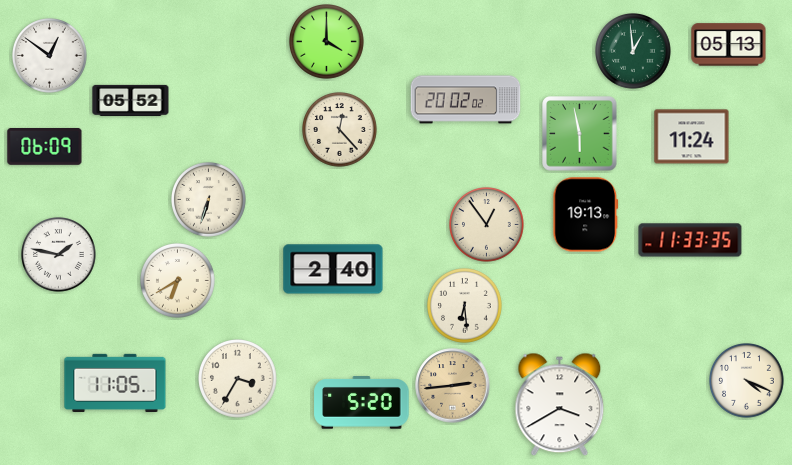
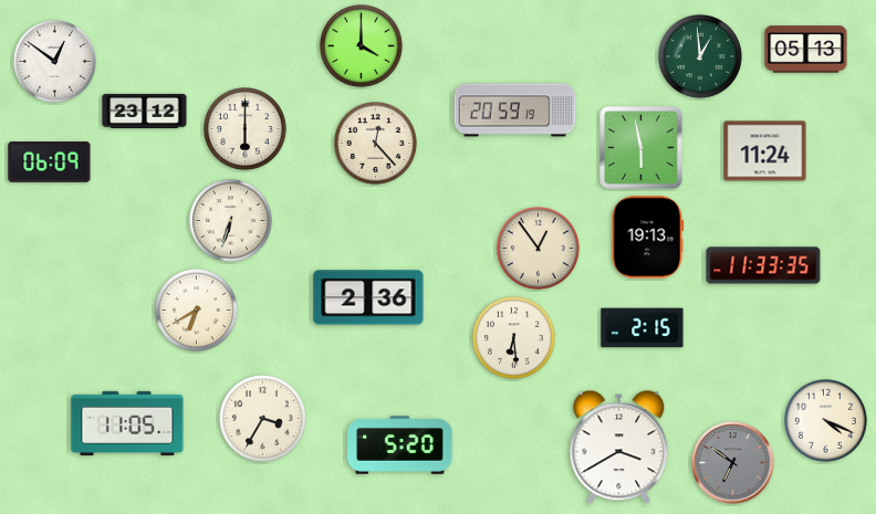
clock at (131, 100): 05:52 -> 23:12
clock at (466, 100): 20:02 -> 20:59
clock at (246, 129): none -> 6:00
clock at (59, 255): 1:47 -> none
clock at (333, 269): 2:40 -> 2:36
clock at (643, 328): none -> 2:15
clock at (453, 386): 2:44 -> none
clock at (733, 463): none -> 6:51
